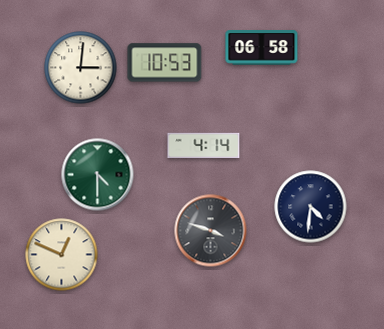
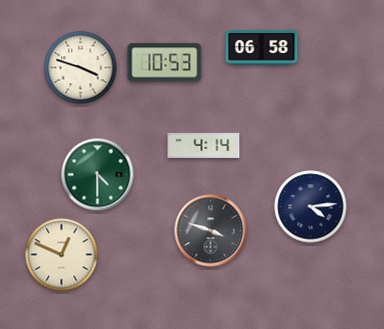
clock at (81, 68): 3:01 -> 3:48
clock at (311, 207): 4:31 -> 4:14
